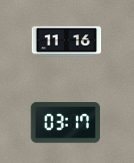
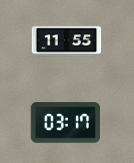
clock at (67, 42): 11:16 -> 11:55
